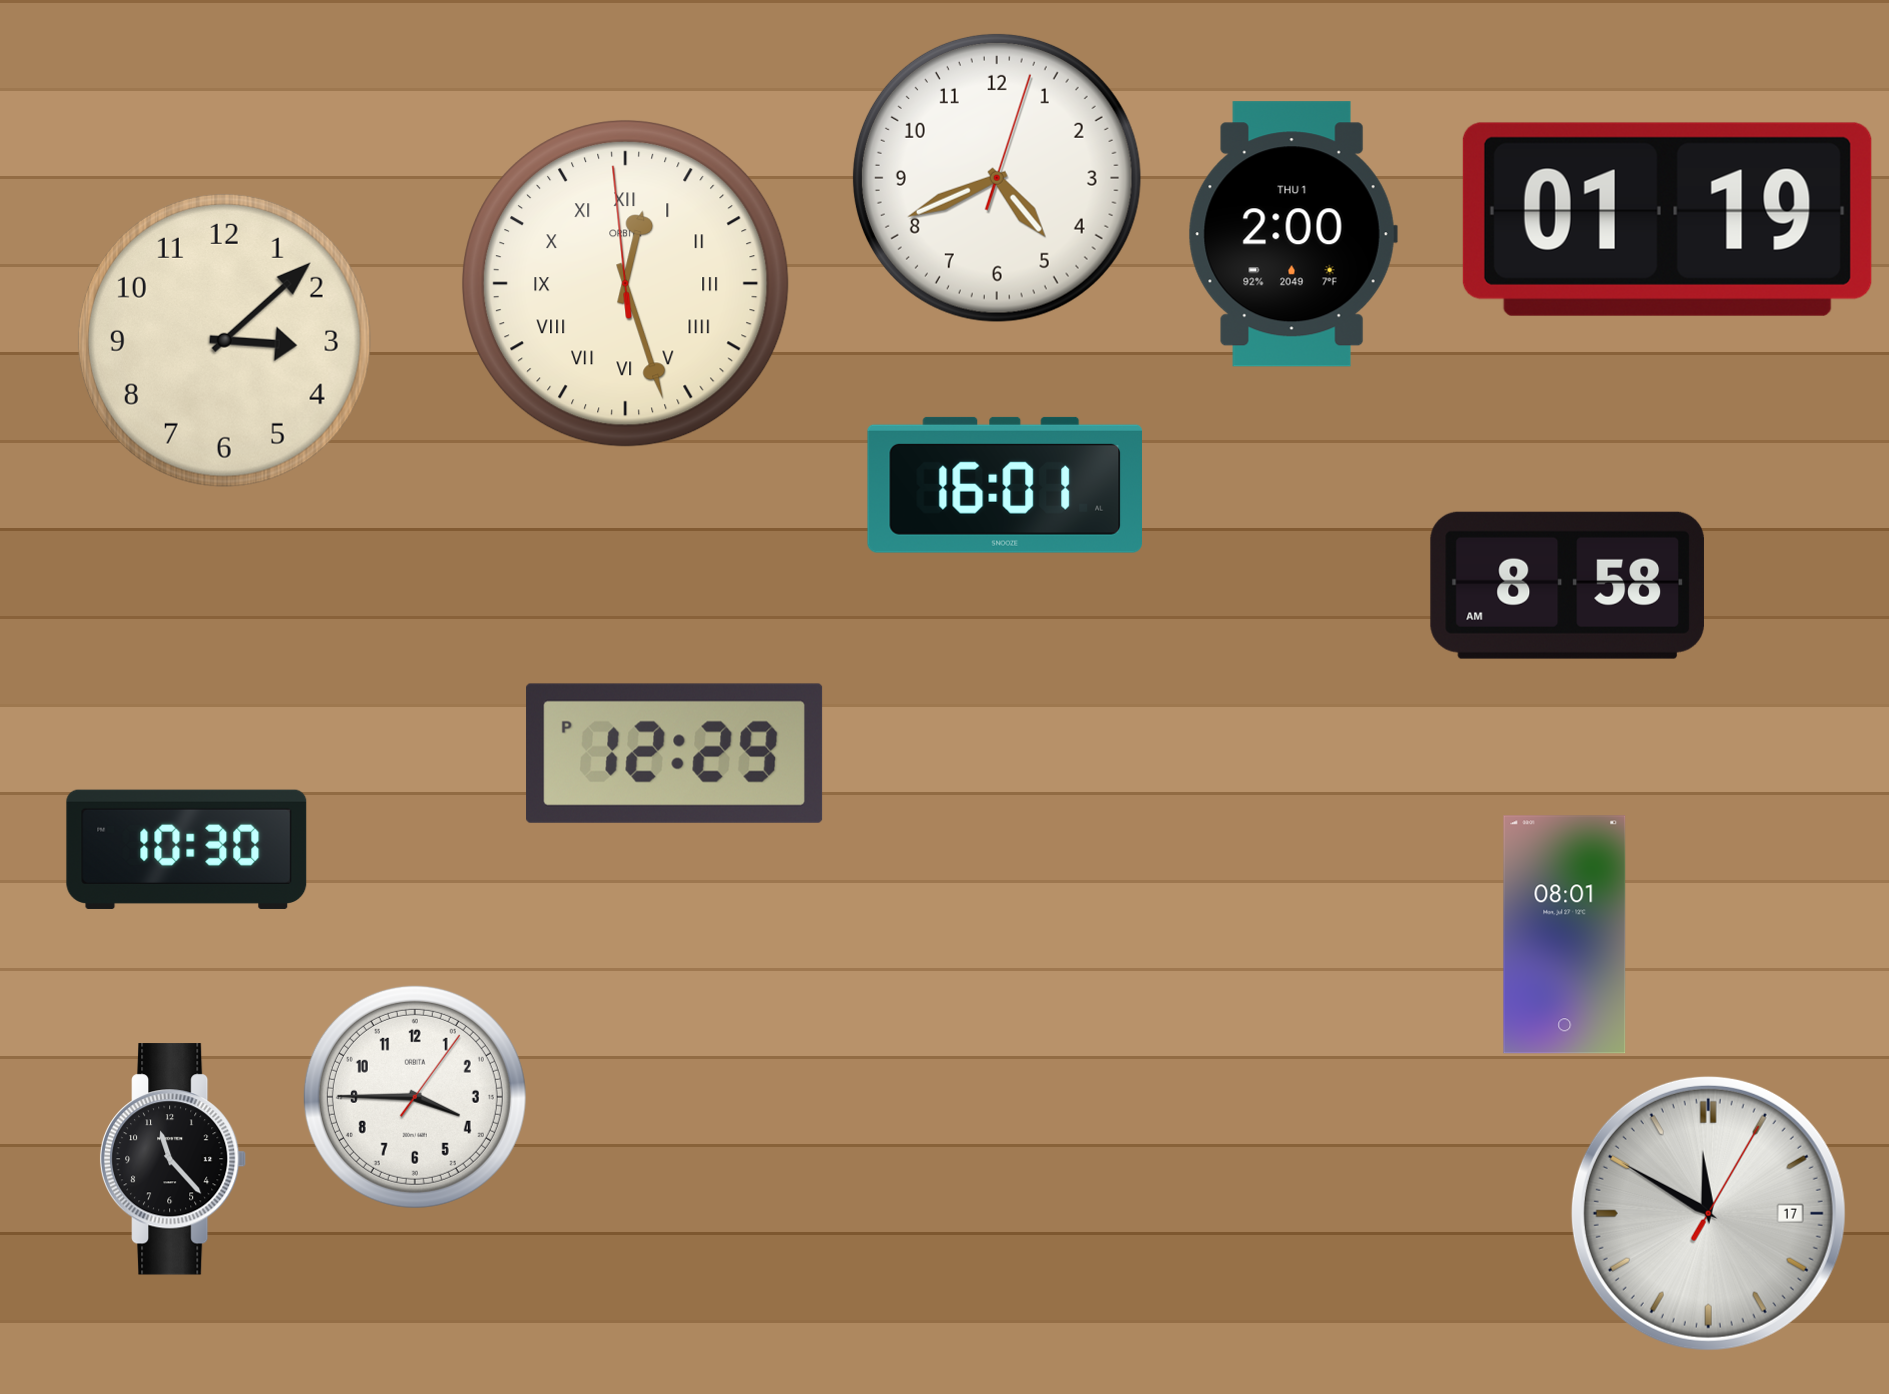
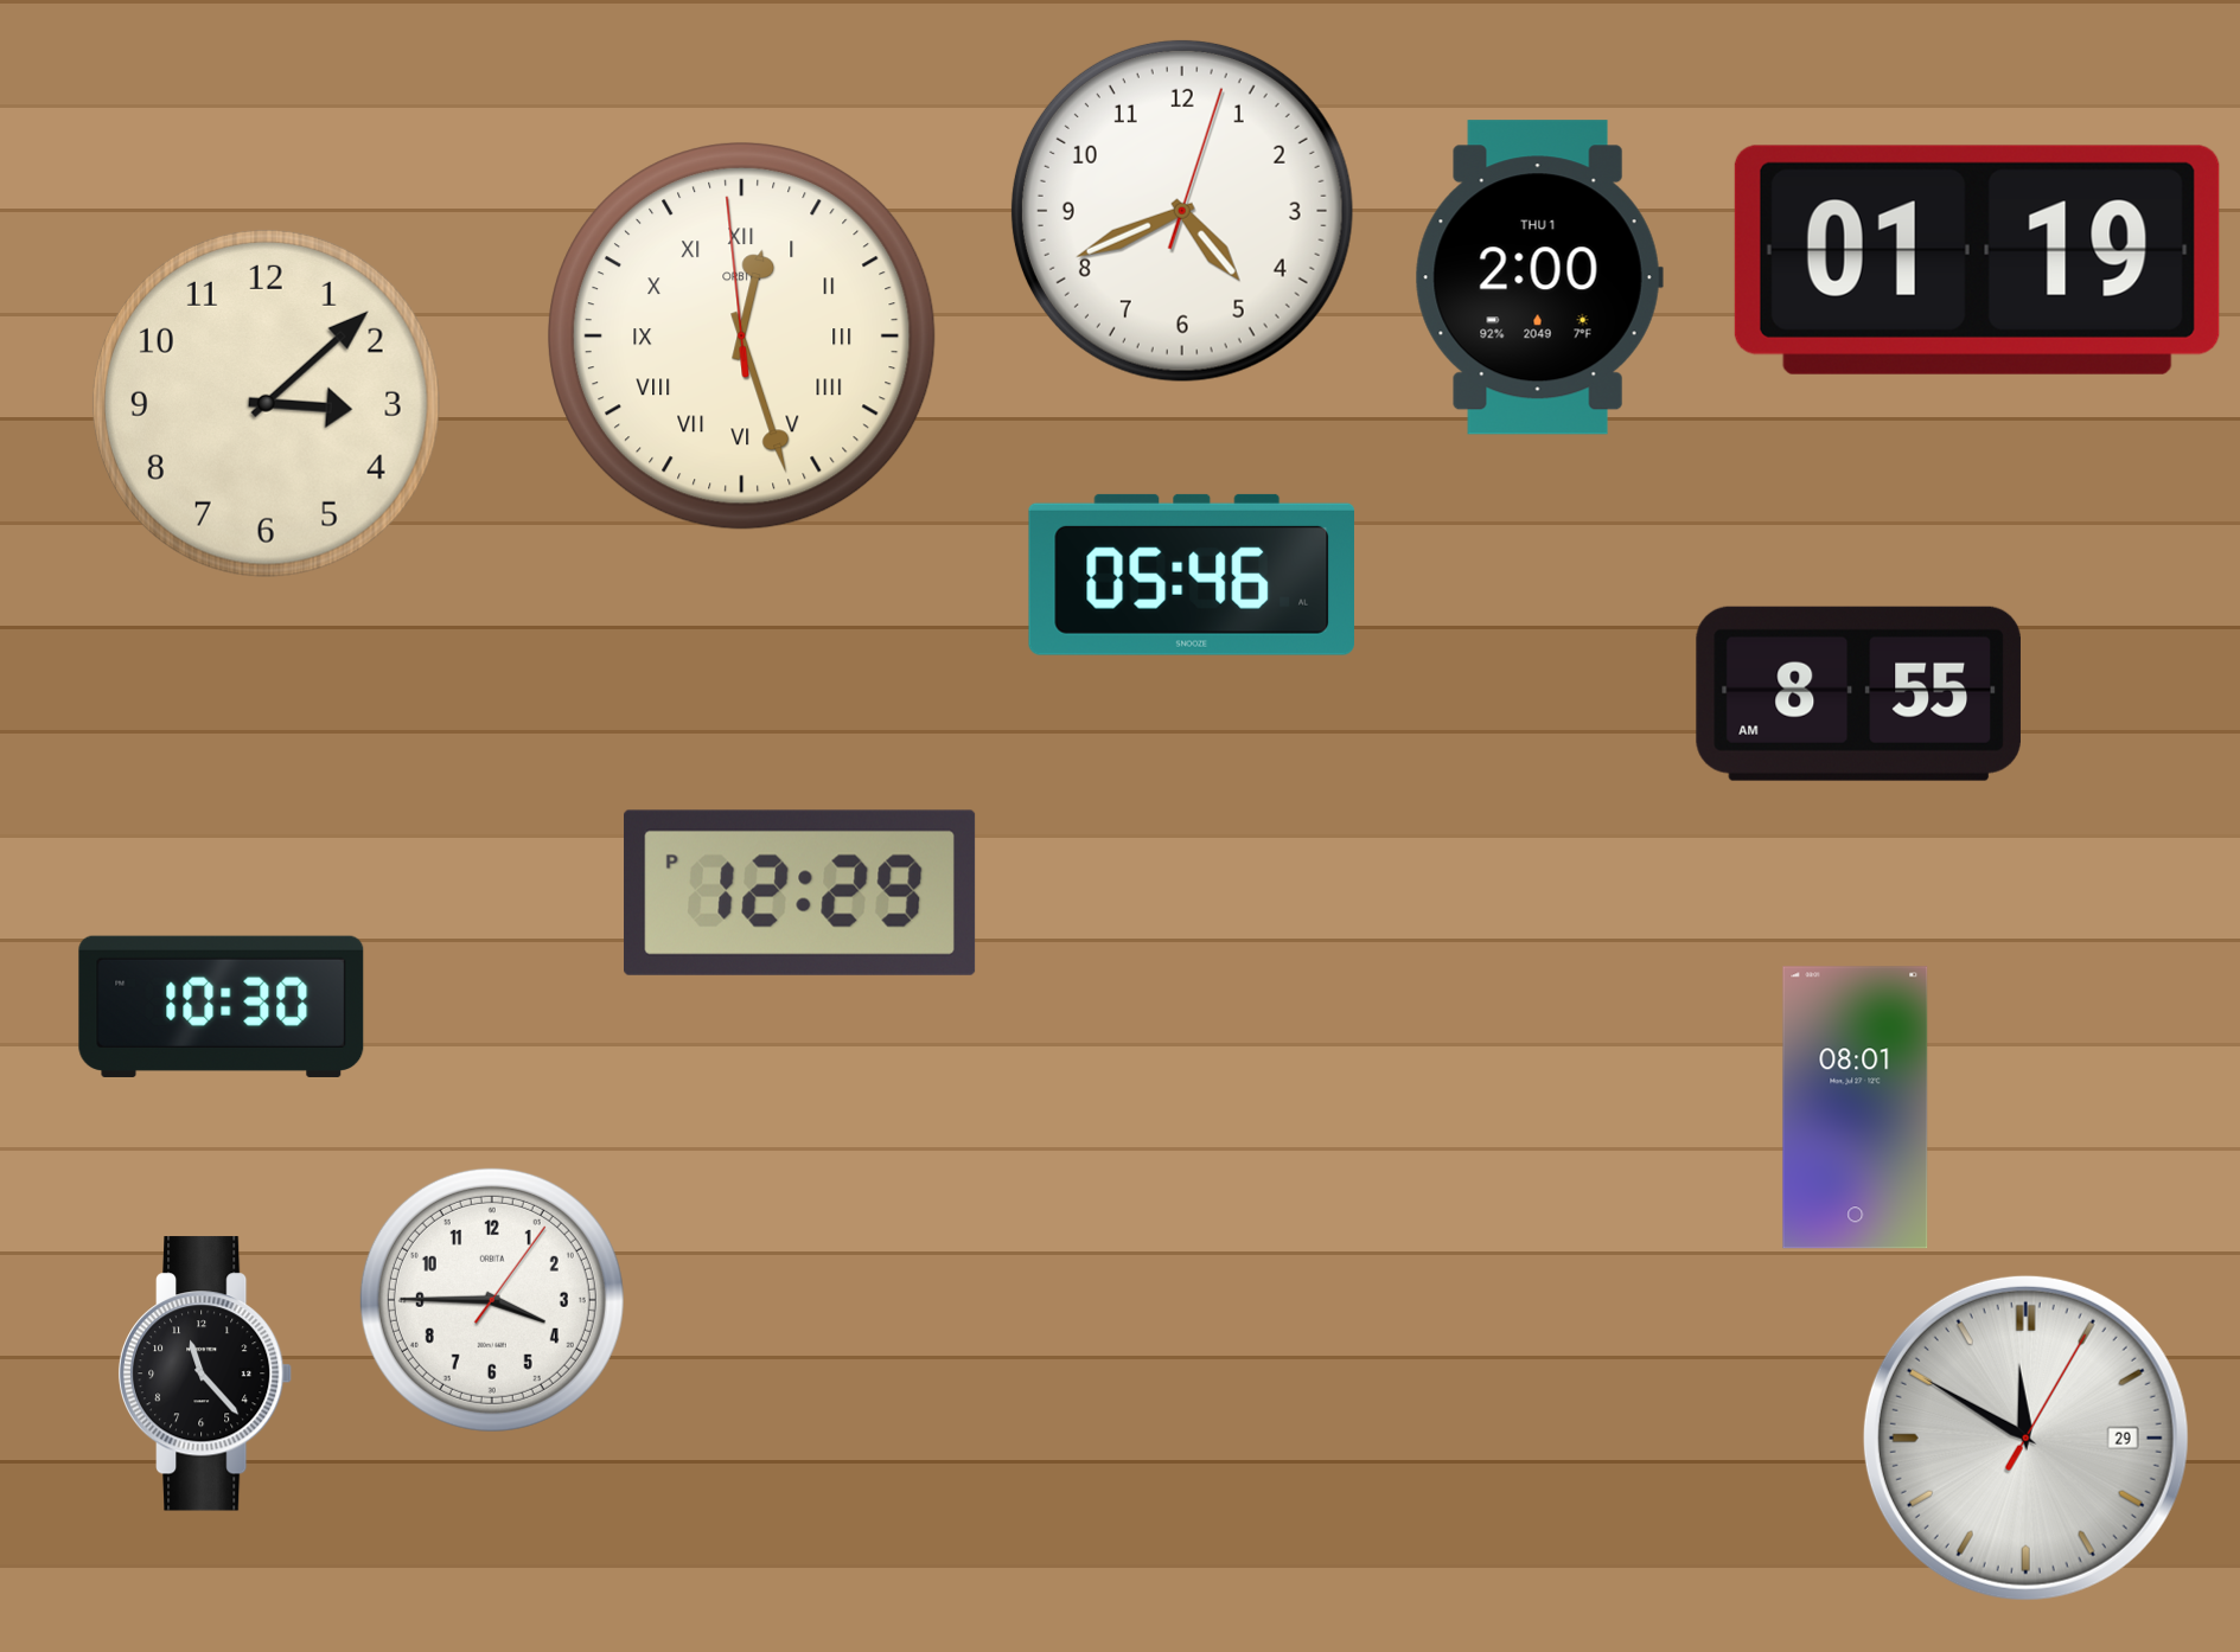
clock at (1293, 234) position: (1293, 234) -> (1539, 277)
clock at (1004, 485): 16:01 -> 05:46
clock at (1567, 585): 8:58 -> 8:55
clock at (1708, 1213) date: 17 -> 29
